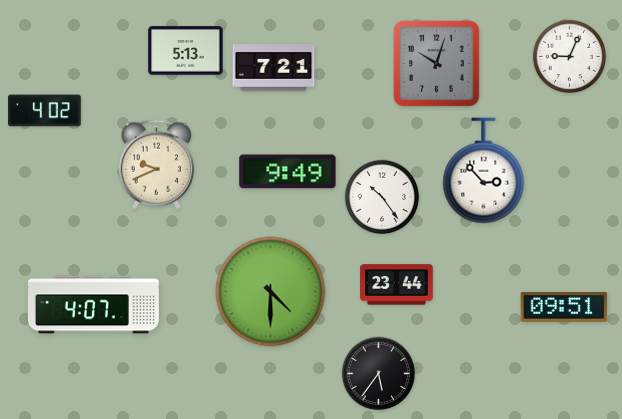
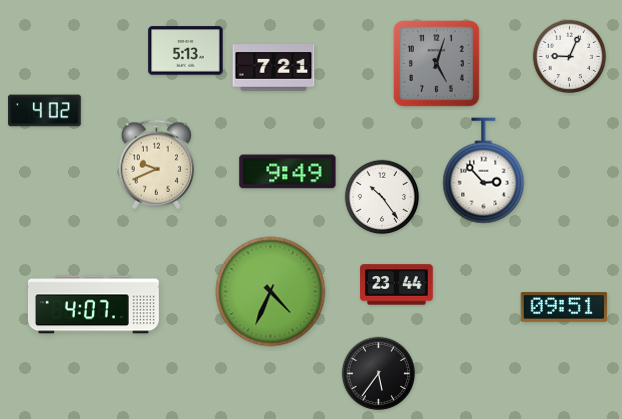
clock at (437, 64): 10:03 -> 5:03
clock at (271, 292): 4:30 -> 4:34
